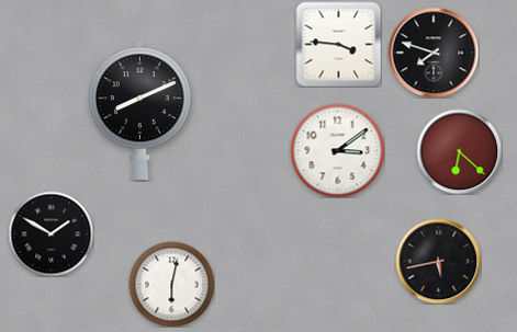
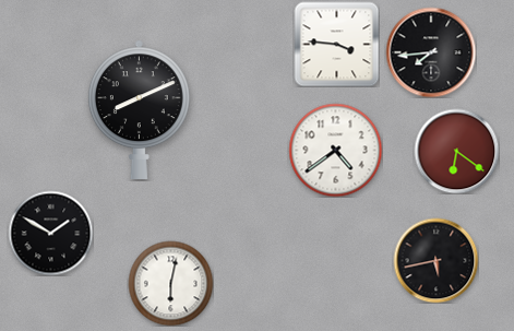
clock at (434, 53): 7:48 -> 7:44
clock at (337, 150): 3:09 -> 4:39
clock at (459, 151): 6:22 -> 6:21
